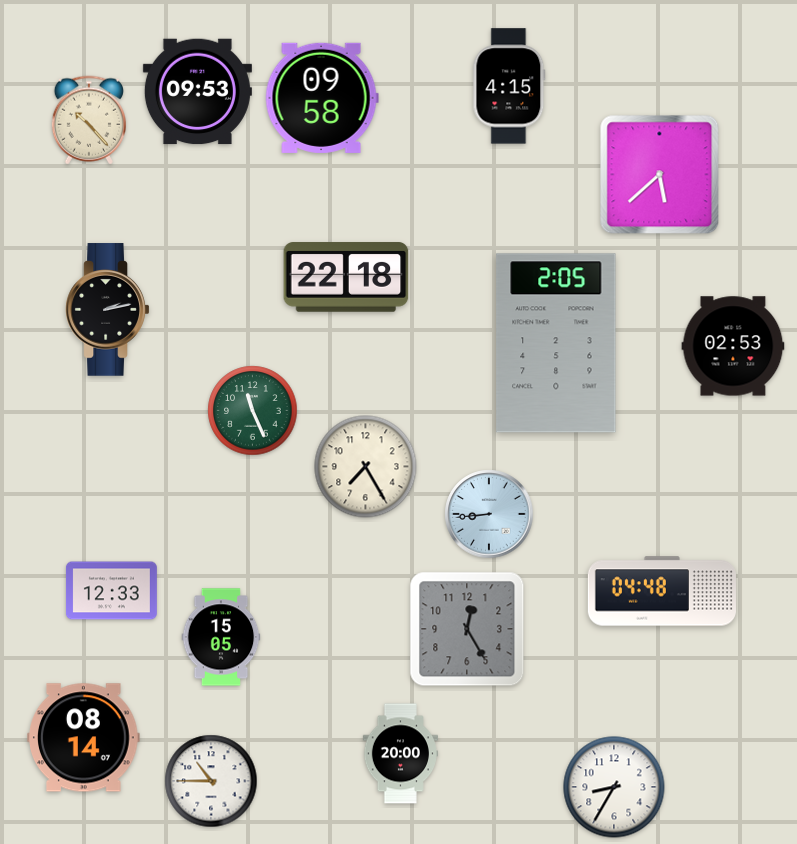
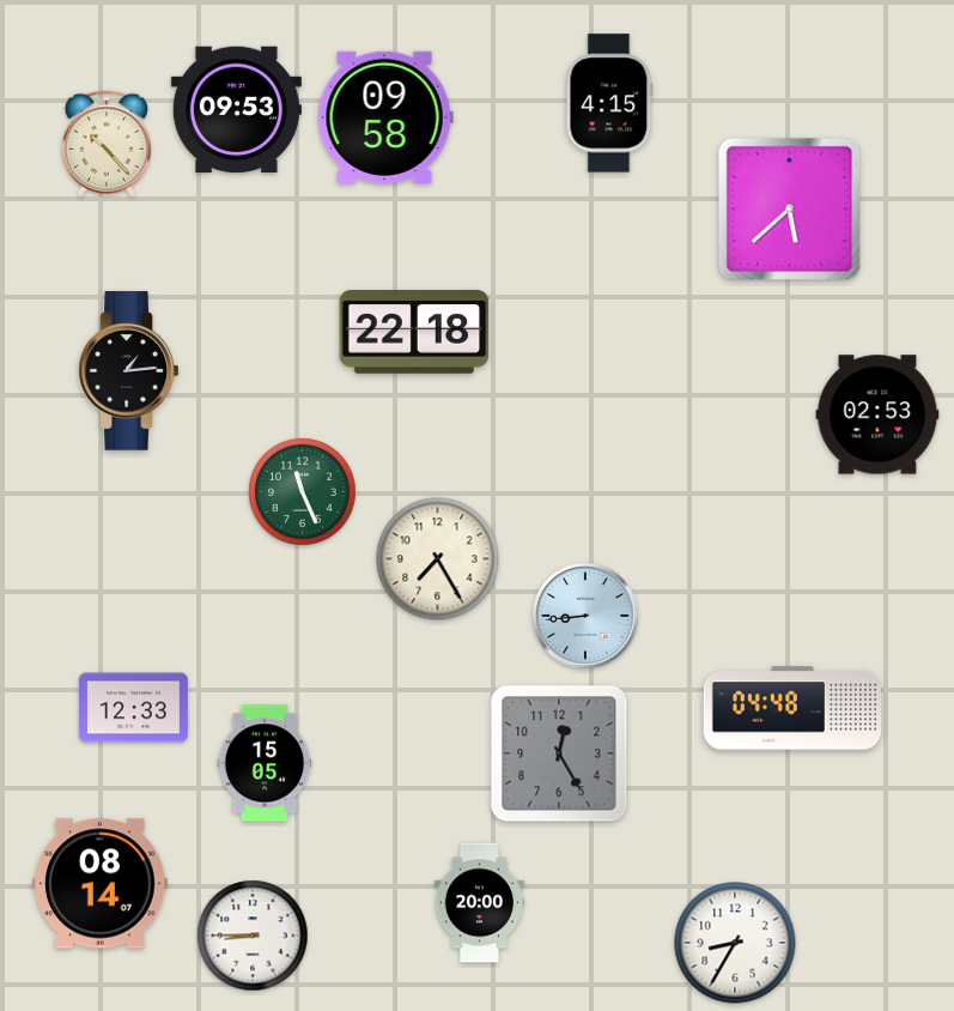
clock at (108, 310): 2:13 -> 1:14
clock at (556, 343): 2:05 -> none
clock at (211, 781): 10:45 -> 8:45
